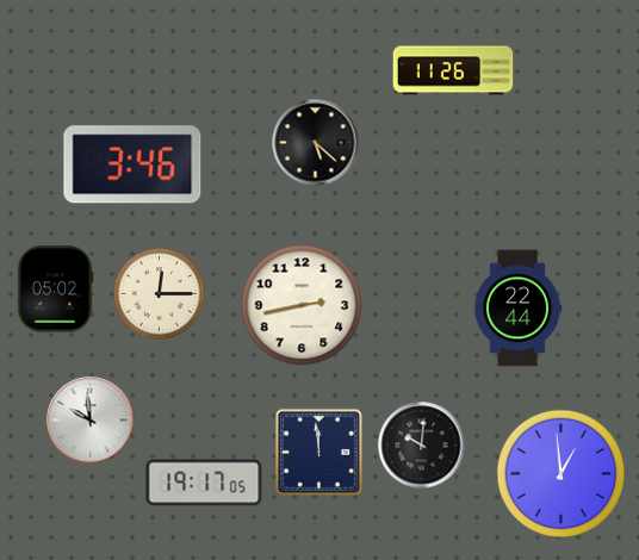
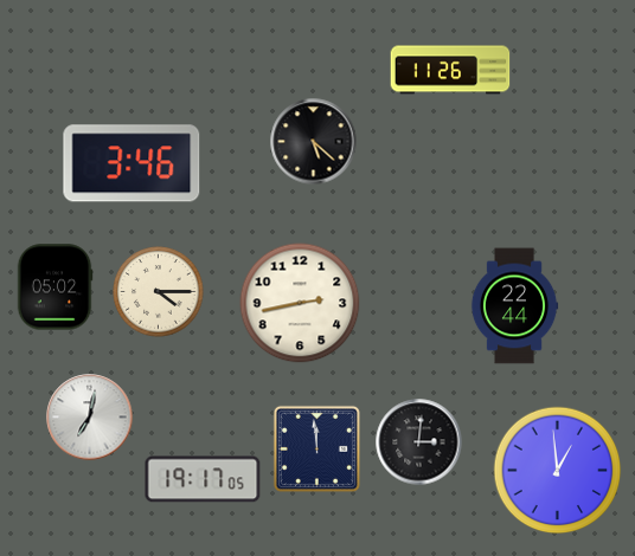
clock at (160, 294): 12:15 -> 4:15
clock at (91, 421): 9:59 -> 7:02
clock at (422, 446): 10:01 -> 3:01
